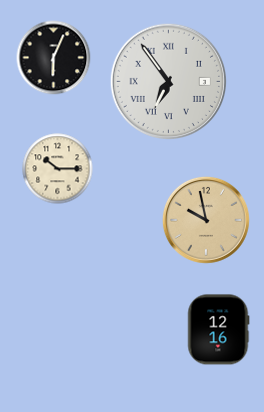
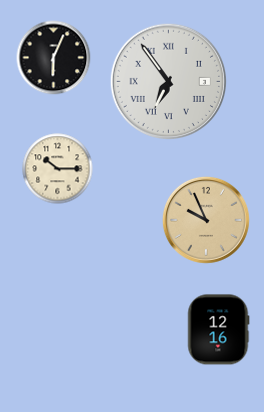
clock at (206, 220): 9:58 -> 9:56
